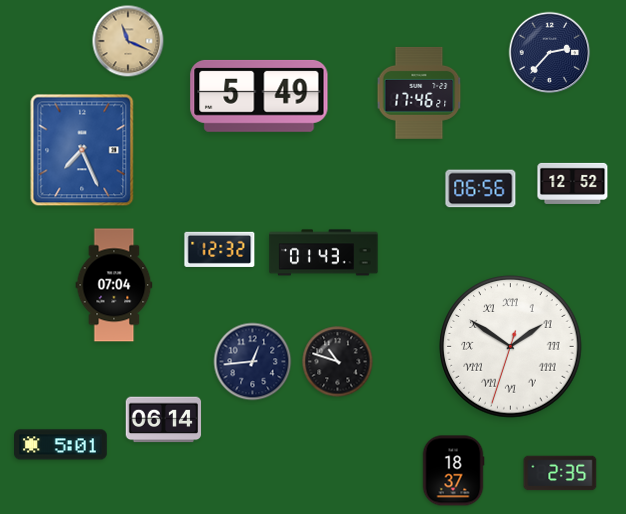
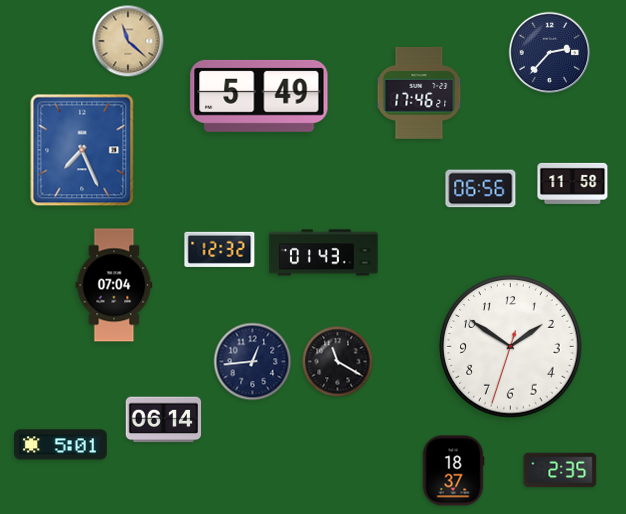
clock at (128, 41): 11:19 -> 11:22
clock at (573, 183): 12:52 -> 11:58
clock at (511, 347) numerals: Roman -> Arabic
clock at (338, 362): 10:48 -> 11:20
clock at (560, 473) position: (560, 473) -> (560, 470)
